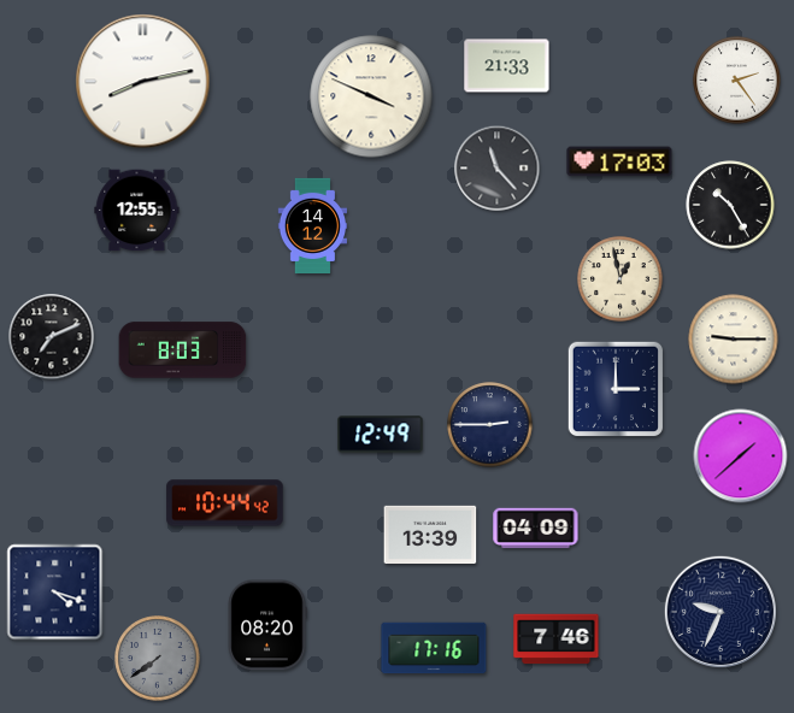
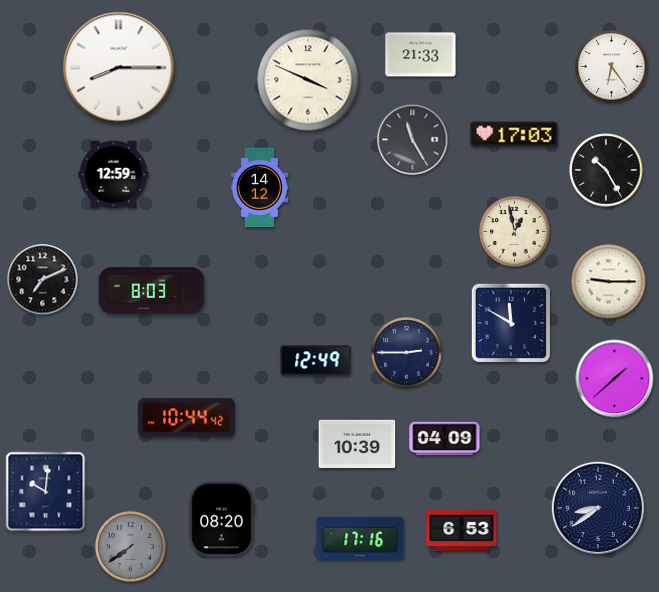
clock at (737, 81): 2:24 -> 6:24
clock at (143, 82): 8:13 -> 8:15
clock at (498, 169): 11:23 -> 11:25
clock at (137, 211): 12:55 -> 12:59
clock at (616, 389): 3:00 -> 11:50
clock at (430, 534): 13:39 -> 10:39
clock at (55, 593): 4:18 -> 10:01
clock at (721, 612): 9:34 -> 8:39
clock at (557, 640): 7:46 -> 6:53
